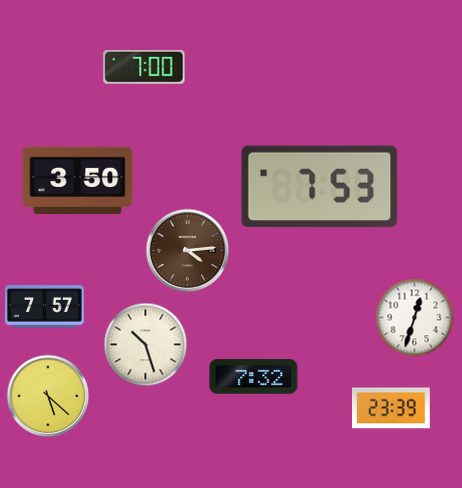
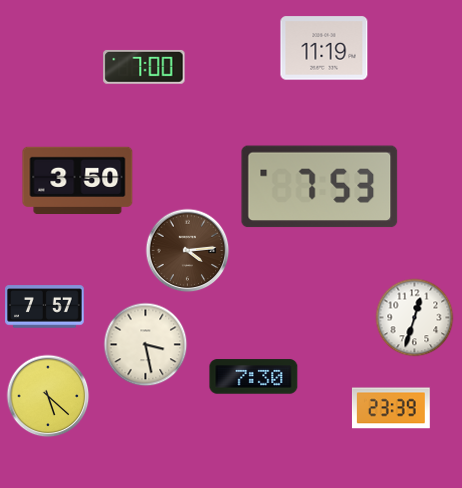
clock at (324, 48): none -> 11:19
clock at (146, 345): 10:27 -> 3:28
clock at (254, 377): 7:32 -> 7:30
